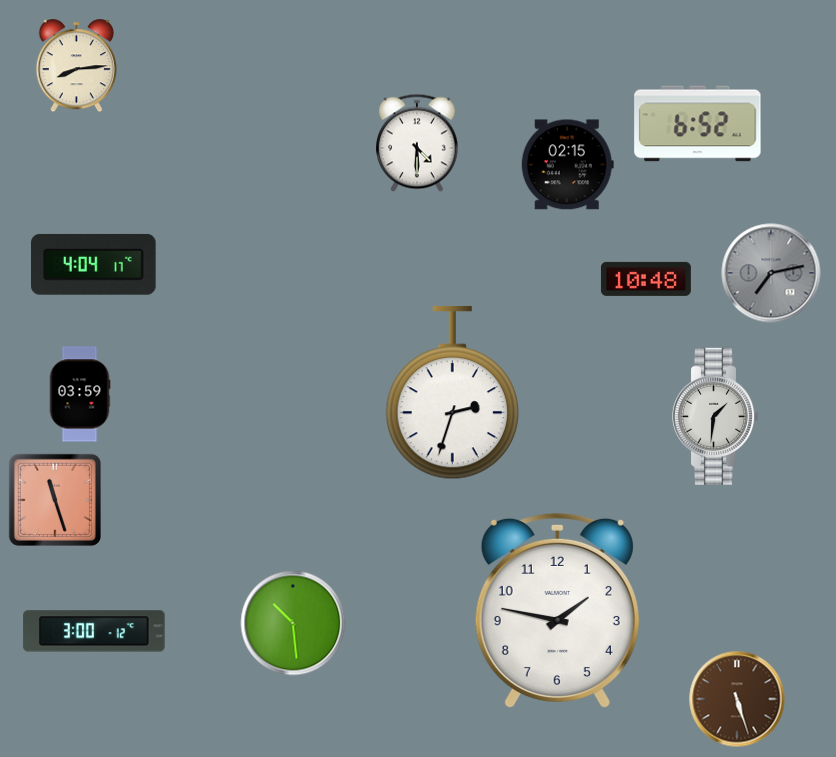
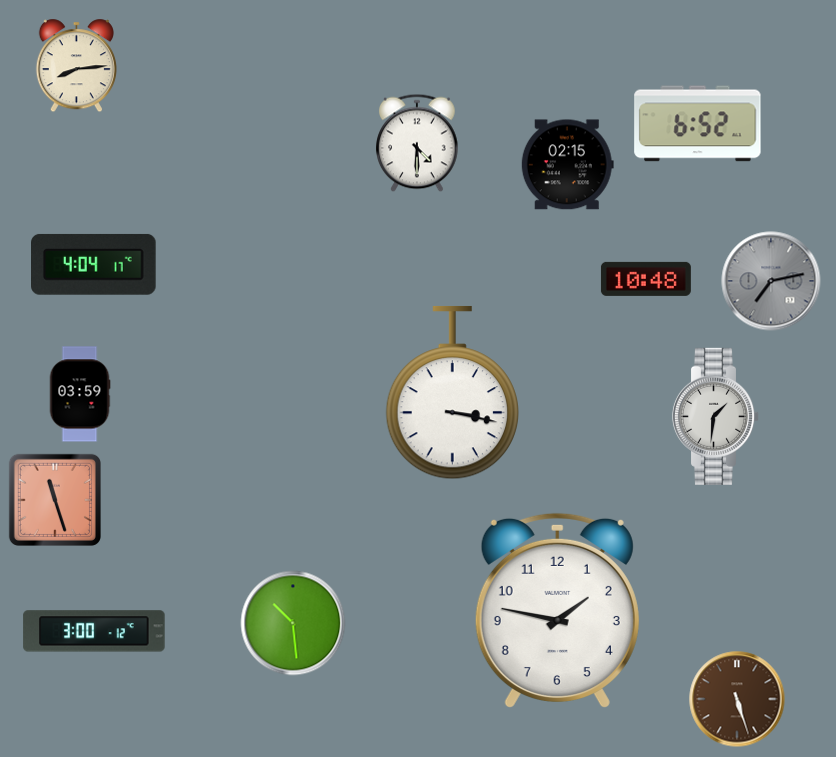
clock at (771, 273) position: (771, 273) -> (771, 281)
clock at (452, 393): 2:33 -> 3:17
